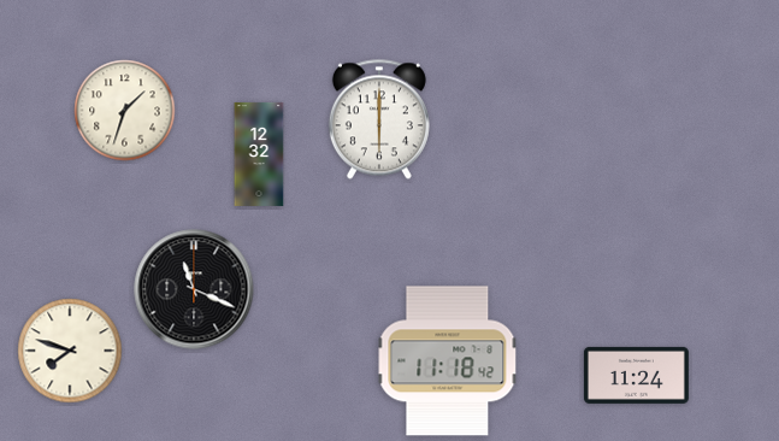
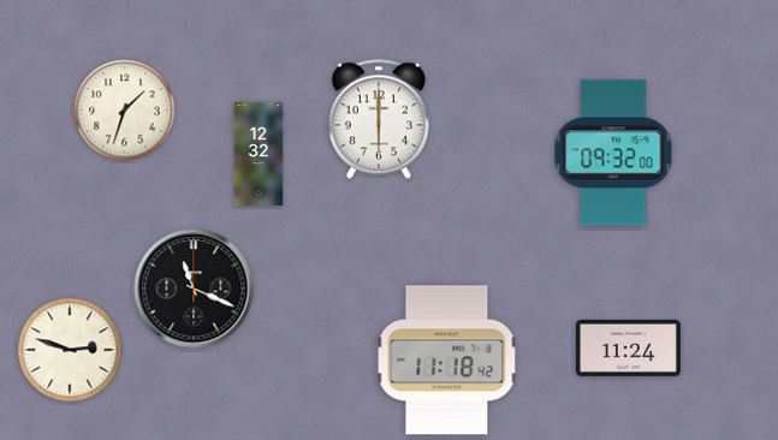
clock at (613, 153): none -> 09:32
clock at (70, 351): 7:48 -> 2:48
clock at (636, 375) position: (636, 375) -> (628, 347)
